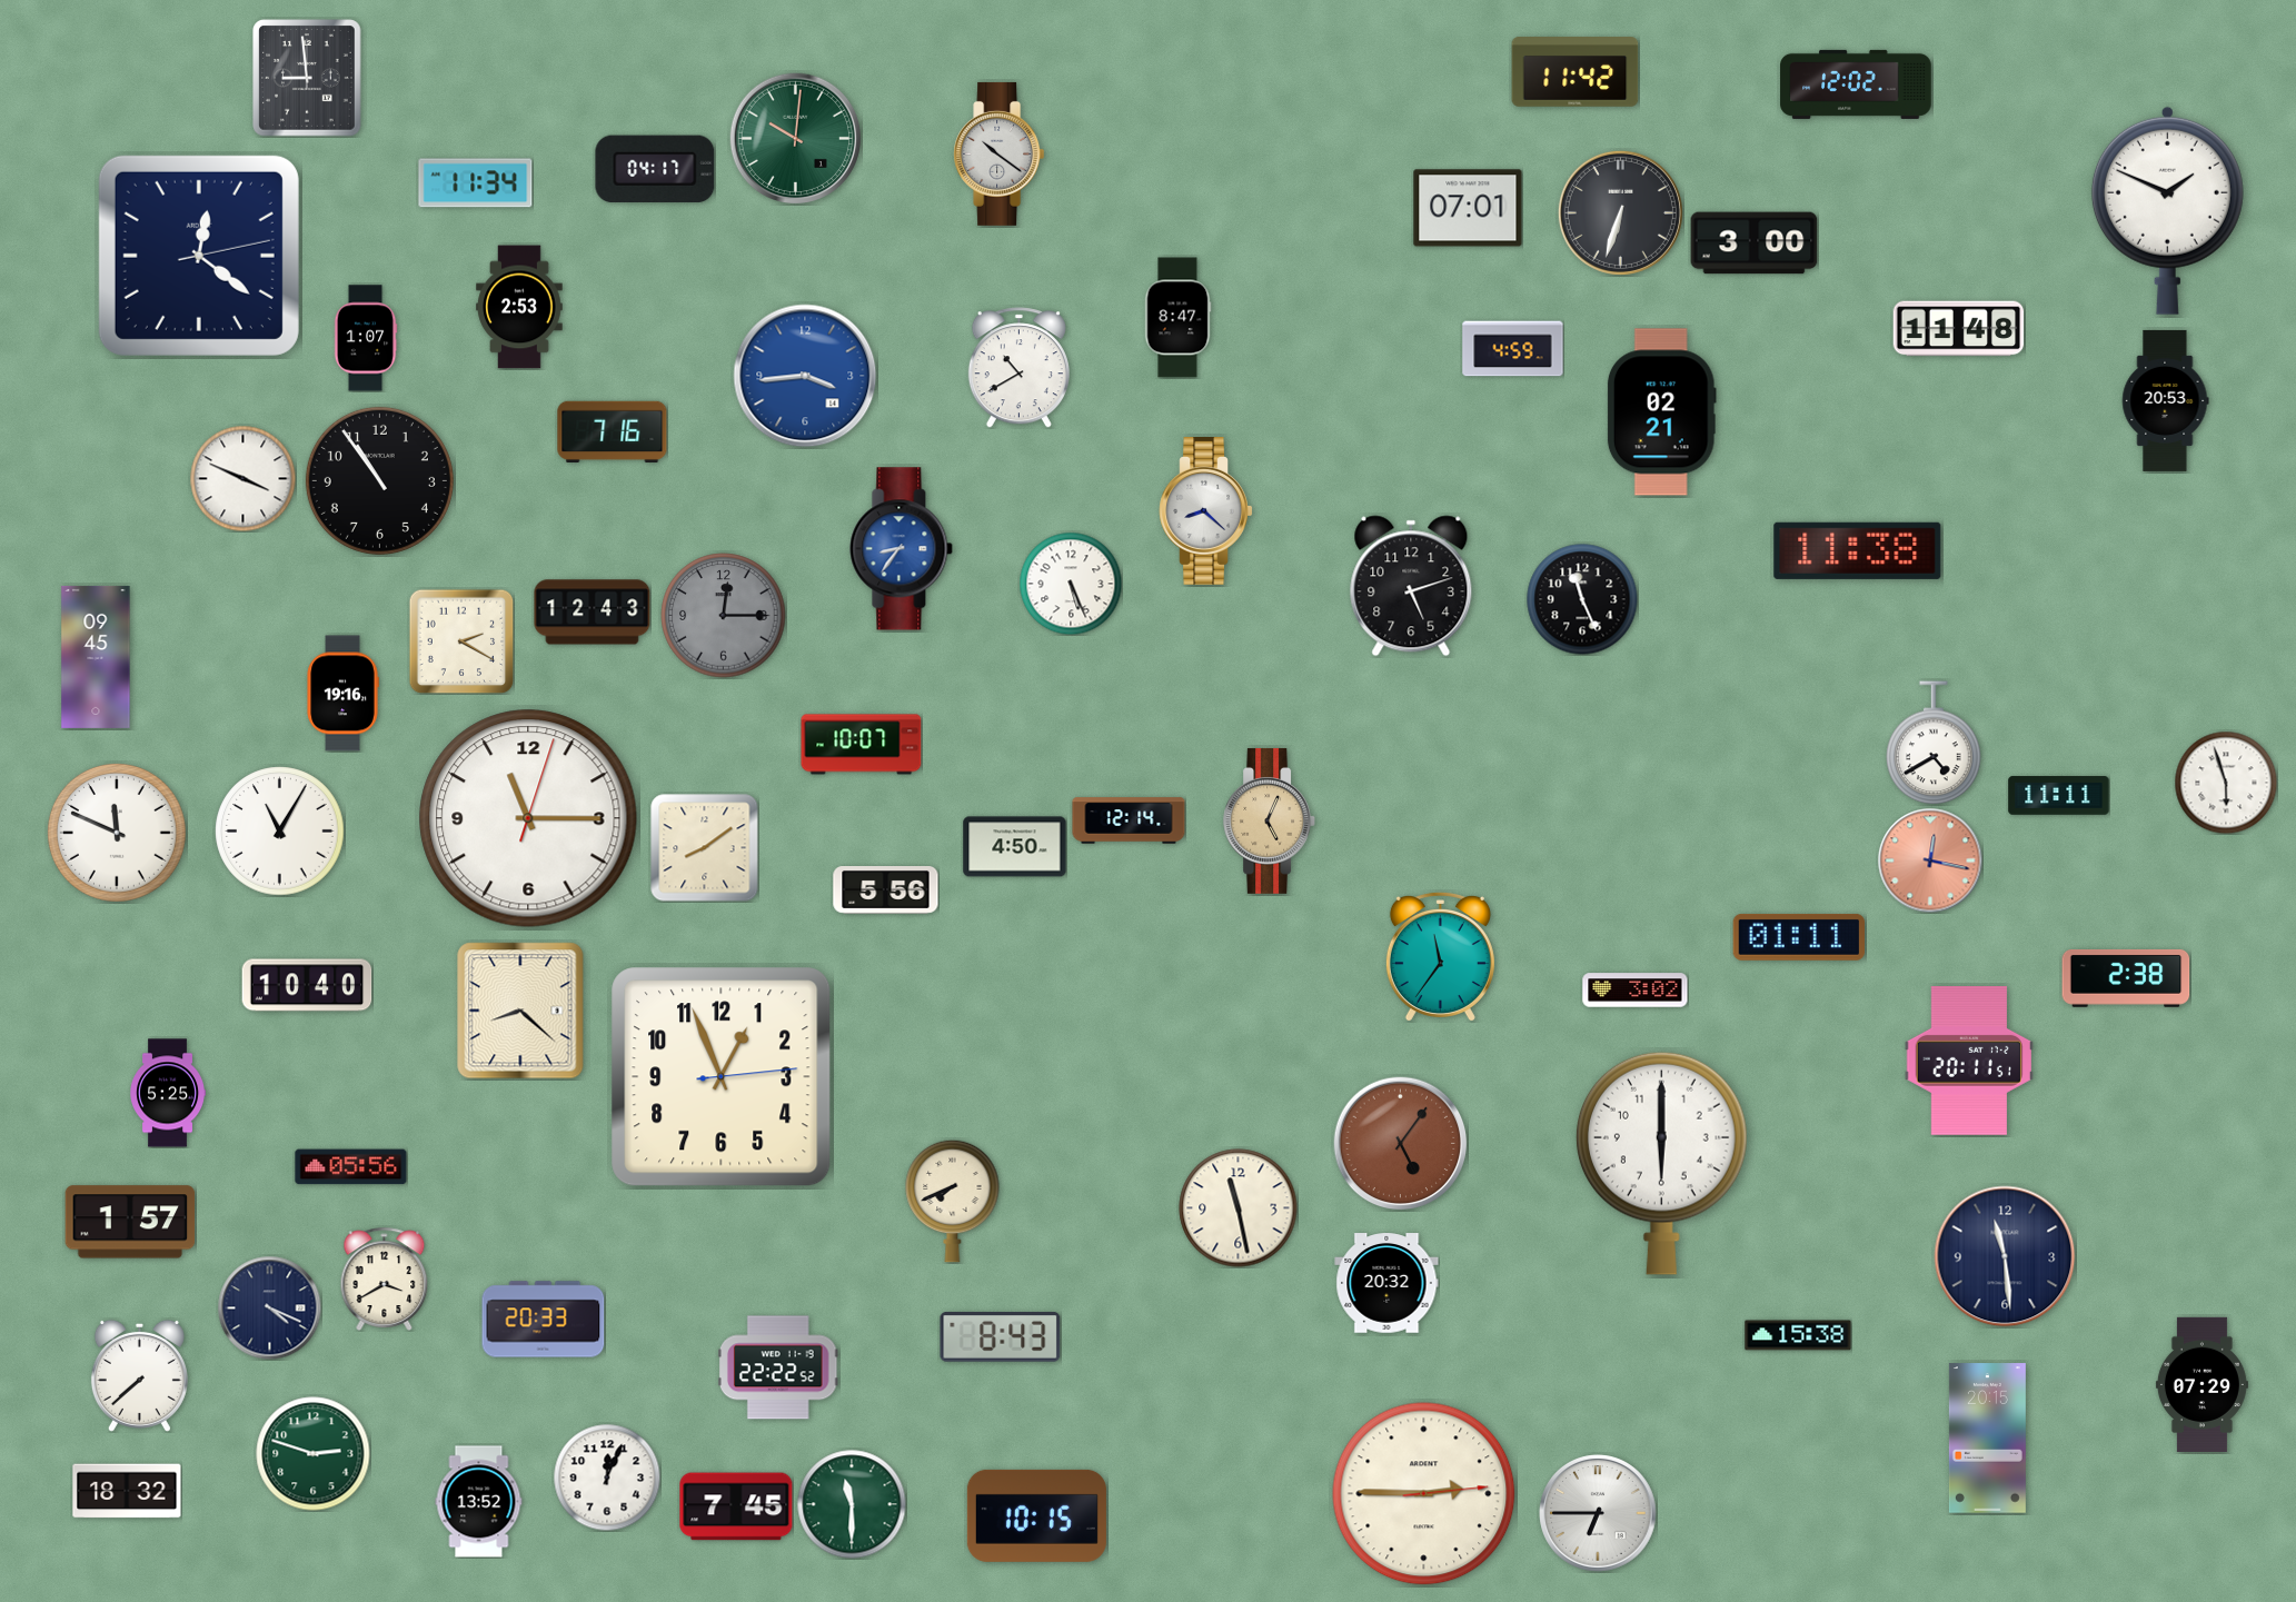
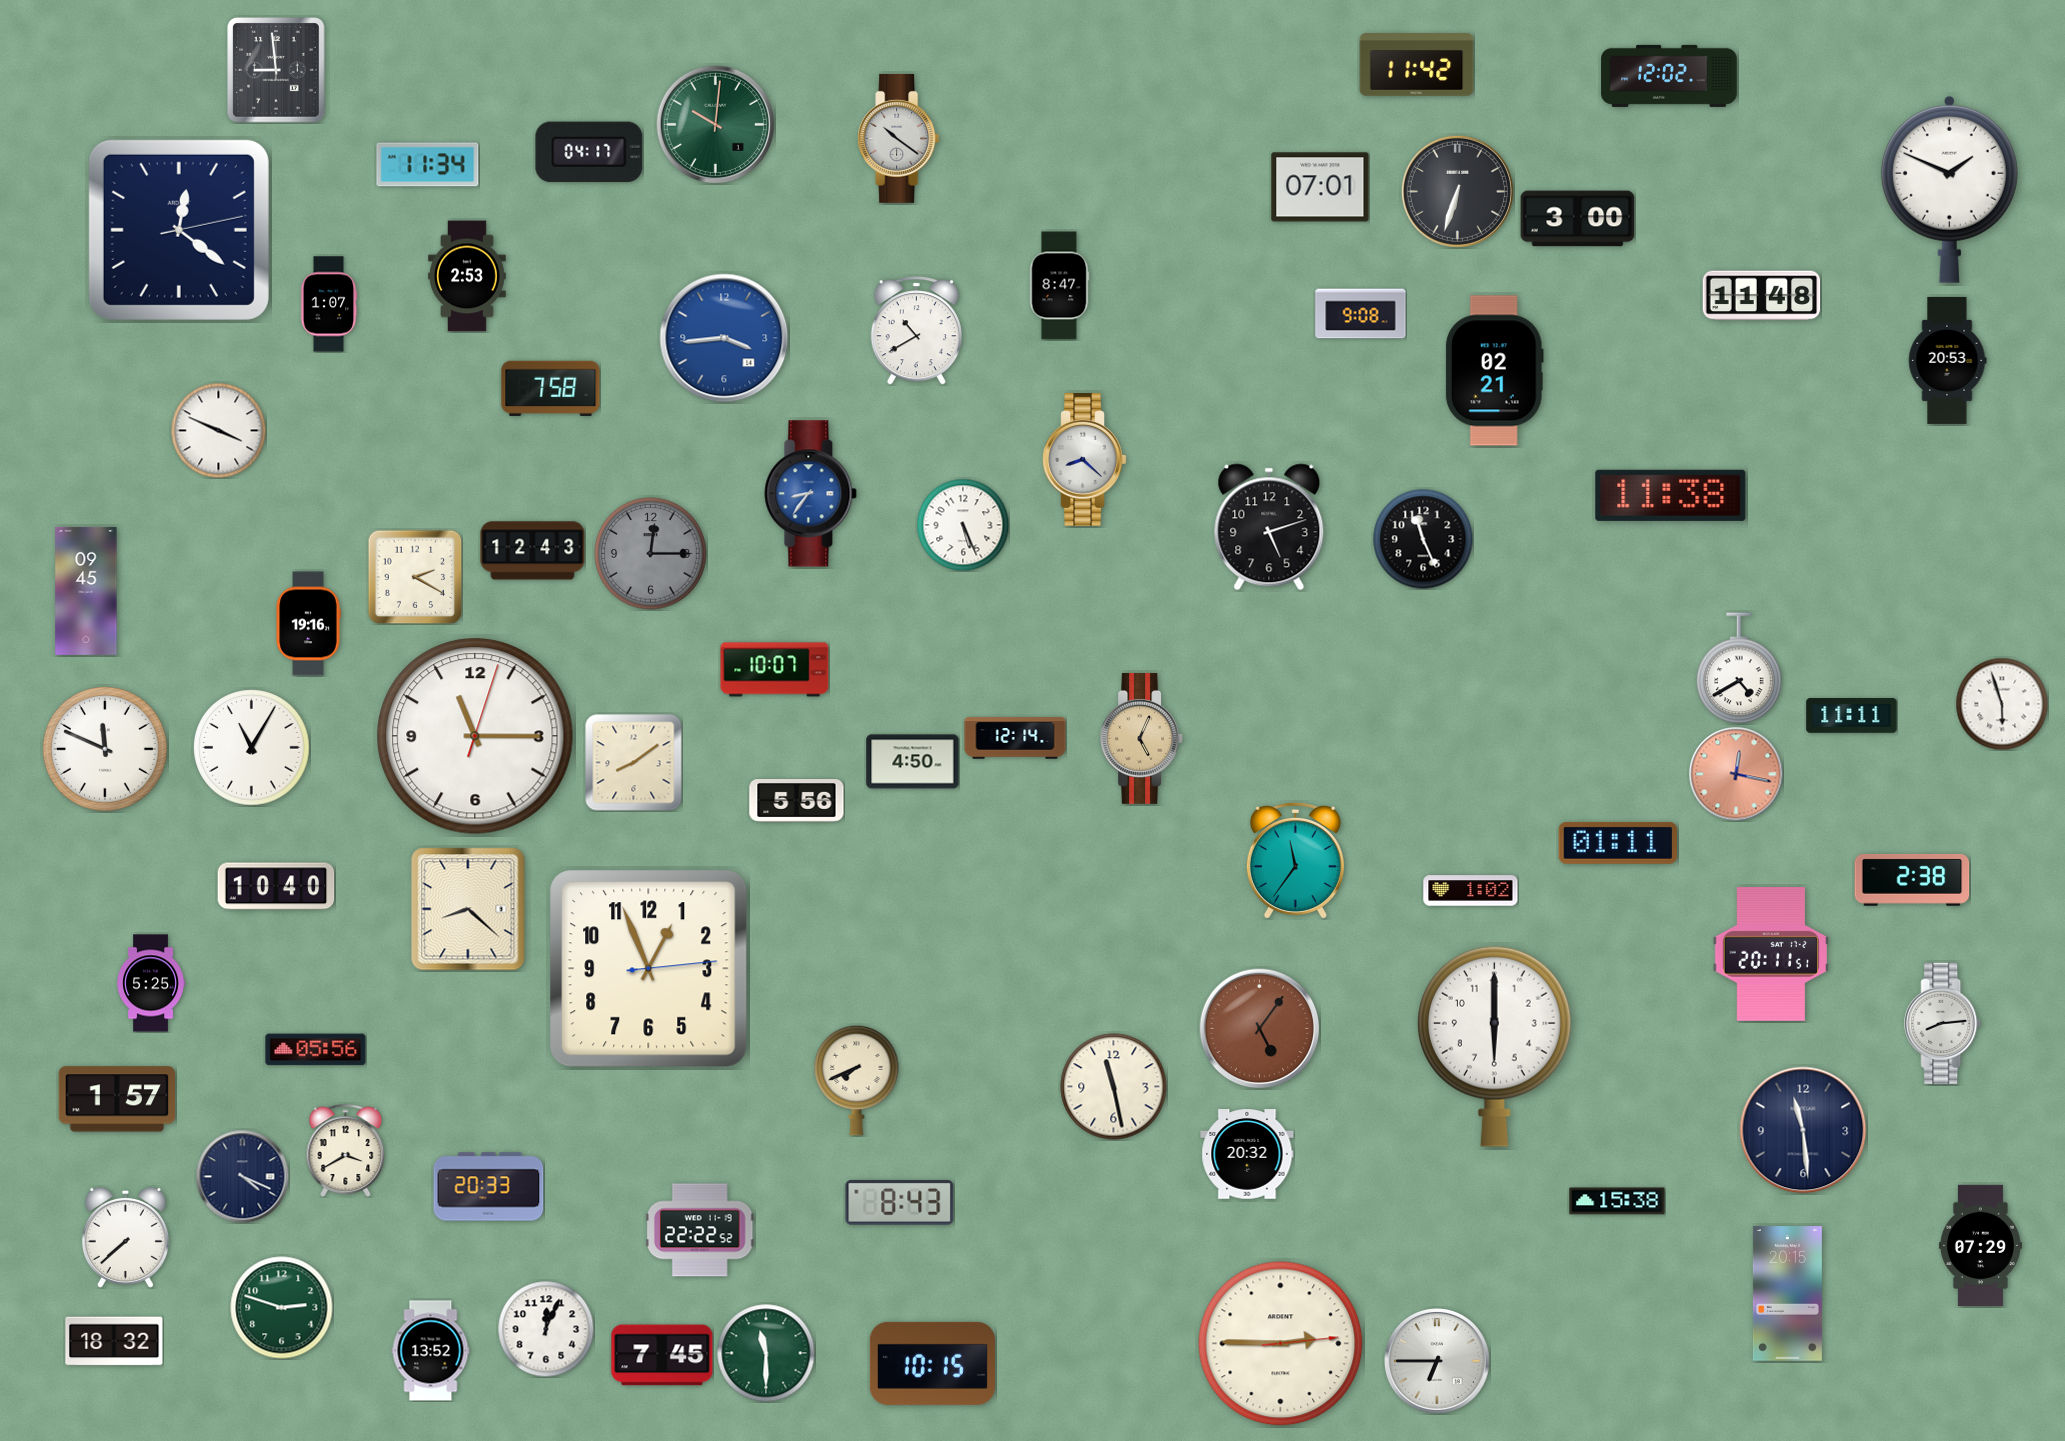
clock at (1513, 349): 4:59 -> 9:08
clock at (613, 431): 7:16 -> 7:58
clock at (379, 480): 10:54 -> none
clock at (1636, 991): 3:02 -> 1:02
clock at (1943, 1023): none -> 8:14
